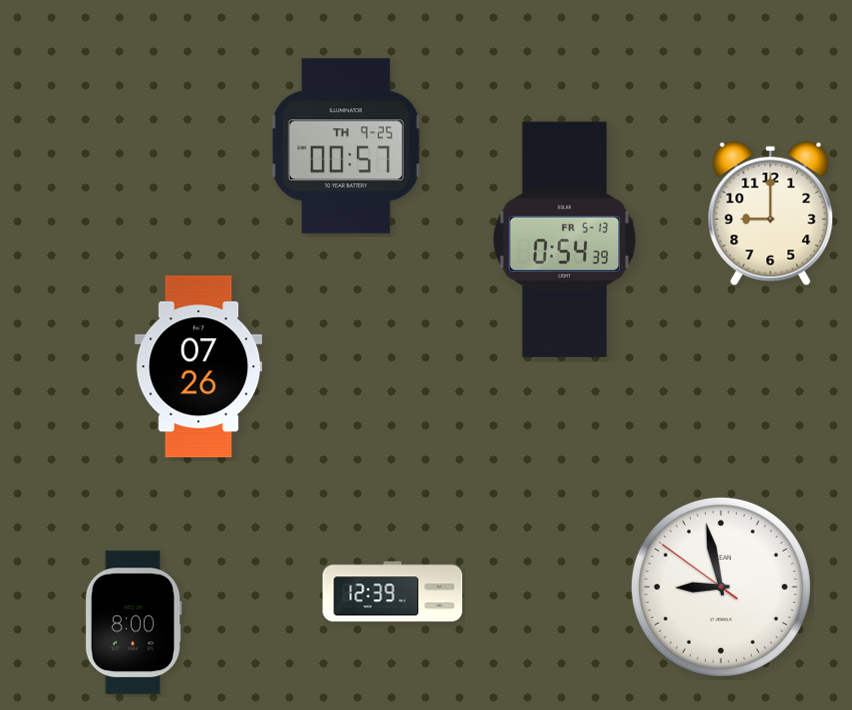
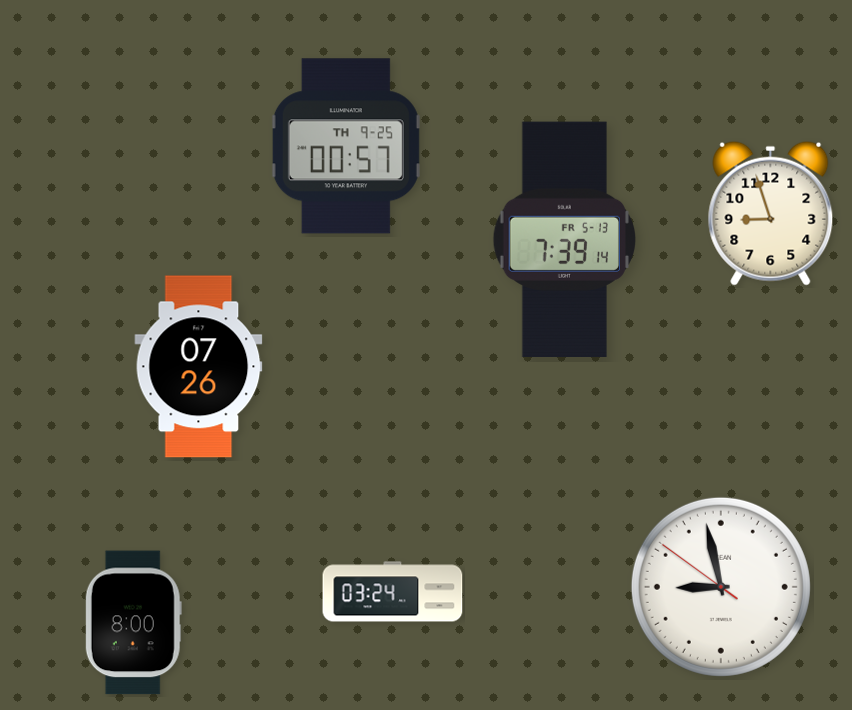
clock at (771, 213): 9:00 -> 8:57
clock at (564, 239): 0:54 -> 7:39
clock at (393, 592): 12:39 -> 03:24
